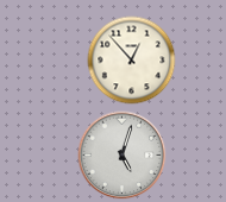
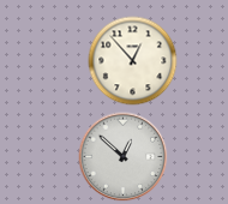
clock at (123, 156): 5:03 -> 12:52
